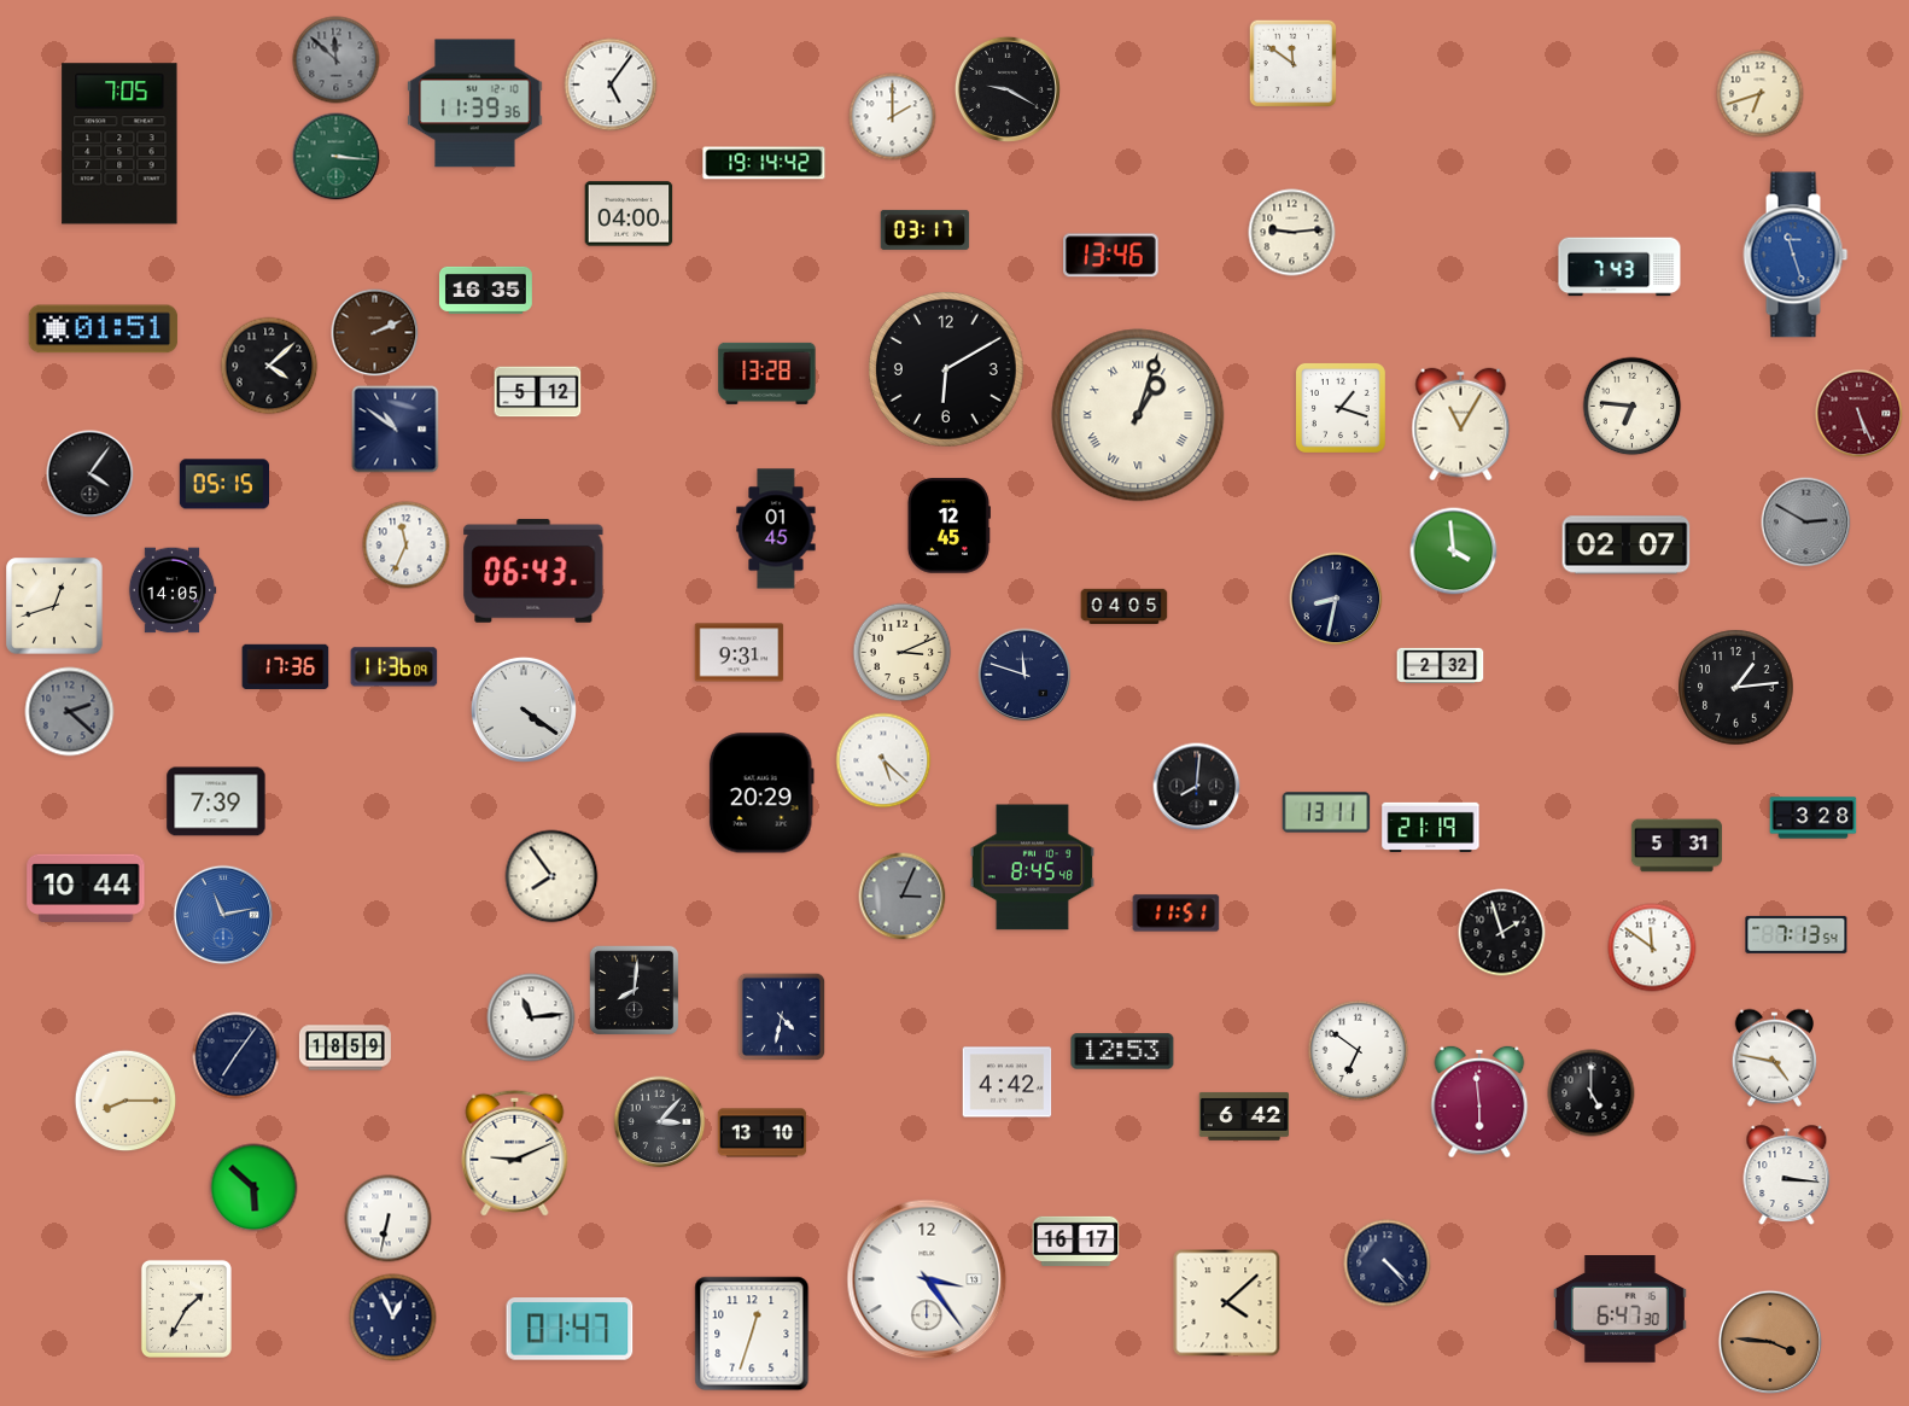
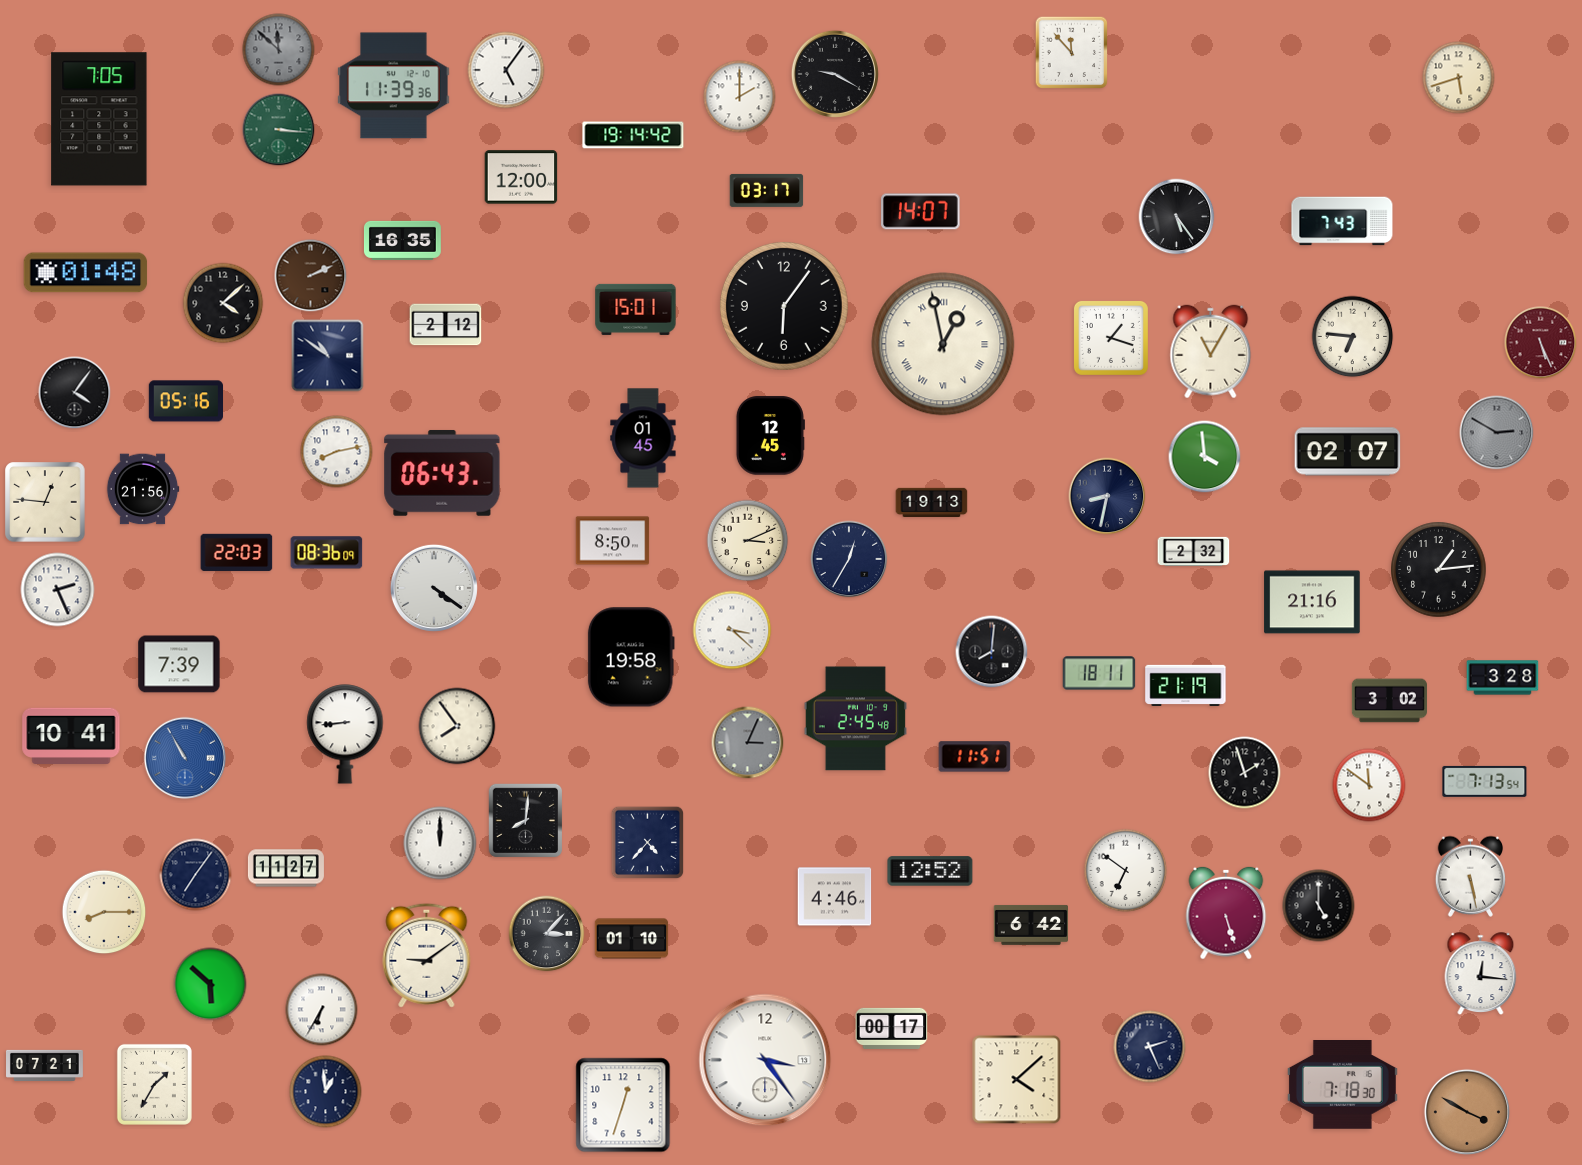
clock at (1294, 64): 11:51 -> 11:53
clock at (1761, 94): 6:42 -> 5:42
clock at (629, 214): 04:00 -> 12:00
clock at (1292, 233): 9:14 -> none
clock at (1796, 255): 11:27 -> none
clock at (1111, 256): 13:46 -> 14:07
clock at (1177, 217): none -> 5:24
clock at (104, 329): 01:51 -> 01:48
clock at (946, 369): 6:10 -> 6:06
clock at (767, 373): 13:28 -> 15:01
clock at (538, 392): 5:12 -> 2:12
clock at (1138, 415): 1:03 -> 12:58
clock at (223, 484): 05:15 -> 05:16
clock at (948, 526) position: (948, 526) -> (770, 436)
clock at (407, 546): 11:34 -> 8:13
clock at (173, 590): 14:05 -> 21:56
clock at (54, 606): 12:42 -> 12:46
clock at (1125, 606): 04:05 -> 19:13
clock at (740, 653): 9:31 -> 8:50
clock at (286, 666): 17:36 -> 22:03
clock at (395, 667): 11:36 -> 08:36
clock at (1024, 675): 11:48 -> 12:35
clock at (70, 712): 2:22 -> 2:26
clock at (70, 712) dial: grey -> white
clock at (1312, 602): none -> 21:16
clock at (883, 760): 5:22 -> 3:22
clock at (761, 793): 20:29 -> 19:58
clock at (1326, 812): 13:11 -> 18:11
clock at (1676, 846): 5:31 -> 3:02
clock at (1032, 868): 8:45 -> 2:45
clock at (345, 734): none -> 8:44
clock at (86, 888): 10:44 -> 10:41
clock at (223, 915): 11:13 -> 10:55
clock at (1797, 934) position: (1797, 934) -> (1485, 781)
clock at (531, 1017): 11:14 -> 12:00
clock at (782, 1017): 4:32 -> 4:37
clock at (345, 1048): 18:59 -> 11:27
clock at (1122, 1051): 12:53 -> 12:52
clock at (1775, 1057): 4:47 -> 5:28
clock at (1008, 1083): 4:42 -> 4:46
clock at (1479, 1102): 5:59 -> 5:27
clock at (660, 1122) position: (660, 1122) -> (547, 934)
clock at (763, 1133): 13:10 -> 01:10
clock at (515, 1153): 9:11 -> 9:09
clock at (1787, 1174): 3:16 -> 12:16
clock at (389, 1219): 6:32 -> 6:35
clock at (1076, 1241): 16:17 -> 00:17
clock at (1388, 1264): 4:23 -> 2:26
clock at (927, 1279) position: (927, 1279) -> (765, 1060)
clock at (45, 1065): none -> 07:21
clock at (1619, 1309): 6:47 -> 7:18
clock at (393, 1318): 12:56 -> 12:59
clock at (570, 1329): 01:47 -> none
clock at (1770, 1342): 3:46 -> 3:50
